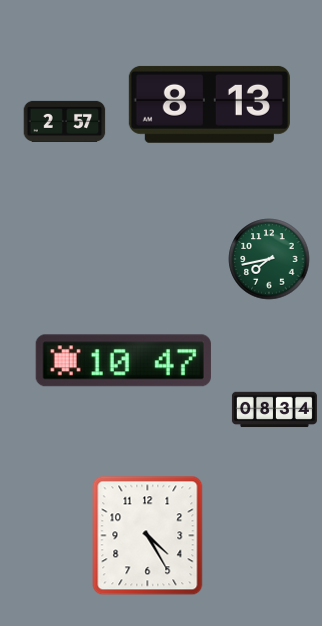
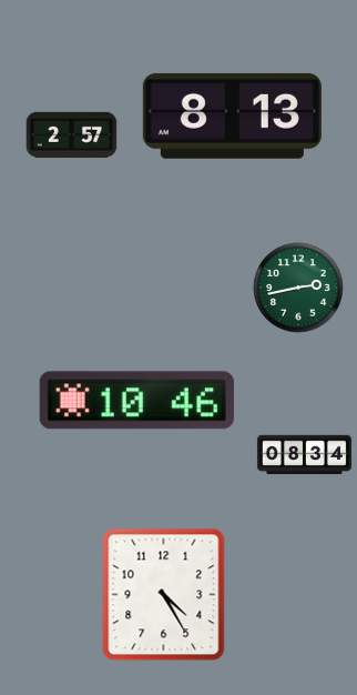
clock at (269, 259): 7:43 -> 2:43
clock at (123, 361): 10:47 -> 10:46
